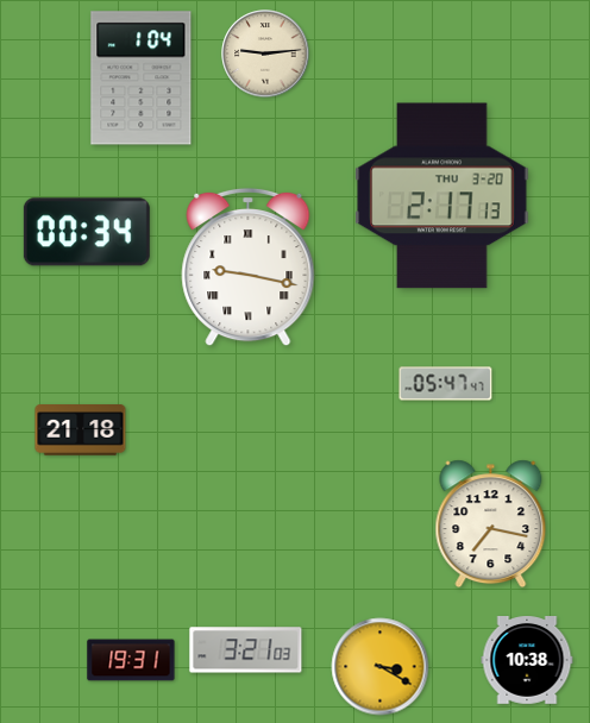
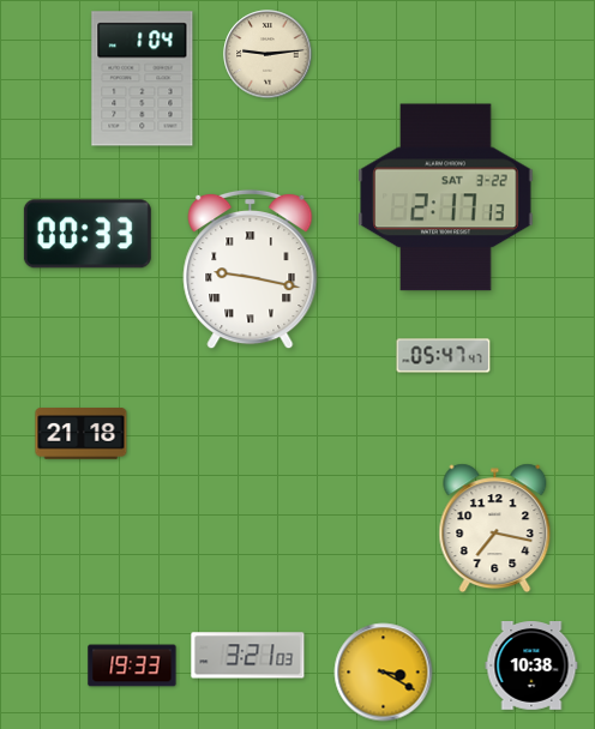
clock at (442, 196) date: THU 3-20 -> SAT 3-22
clock at (87, 232): 00:34 -> 00:33
clock at (446, 384) position: (446, 384) -> (444, 356)
clock at (131, 660): 19:31 -> 19:33
